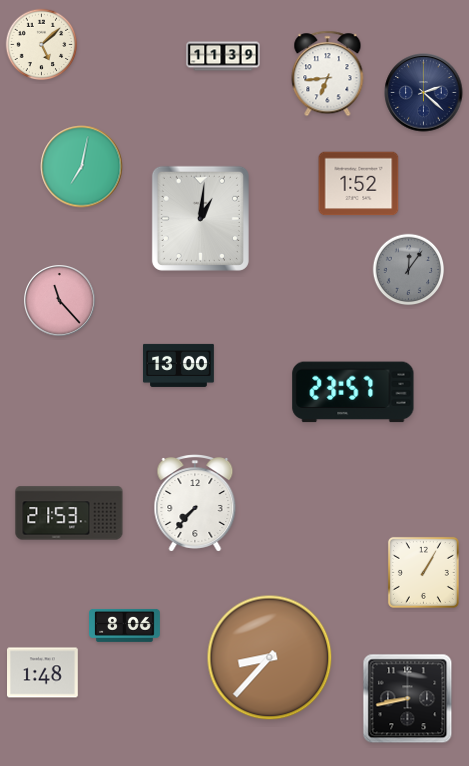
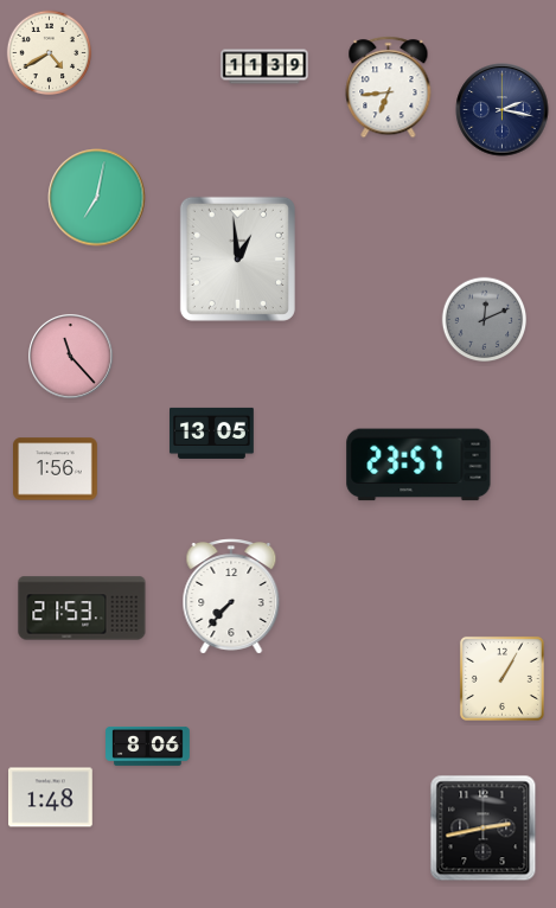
clock at (42, 45): 5:08 -> 4:40
clock at (424, 93): 2:22 -> 2:17
clock at (359, 184): 1:52 -> none
clock at (200, 218): 1:01 -> 12:59
clock at (409, 270): 12:06 -> 12:11
clock at (179, 365): 13:00 -> 13:05
clock at (56, 469): none -> 1:56
clock at (125, 625) position: (125, 625) -> (148, 746)
clock at (270, 658): 8:37 -> none
clock at (408, 699): 8:43 -> 2:43
